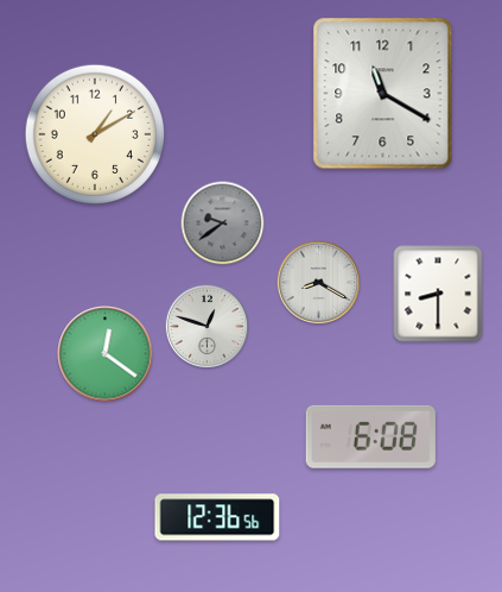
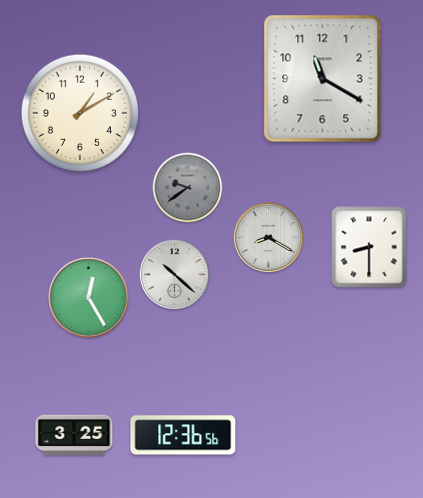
clock at (208, 327): 12:48 -> 10:22
clock at (106, 354): 12:21 -> 12:25
clock at (370, 436): 6:08 -> none
clock at (74, 434): none -> 3:25
